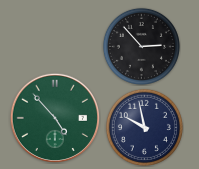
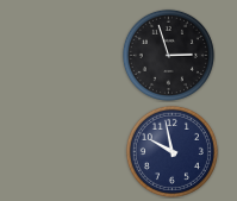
clock at (141, 46): 2:53 -> 2:57
clock at (54, 117): 4:53 -> none
